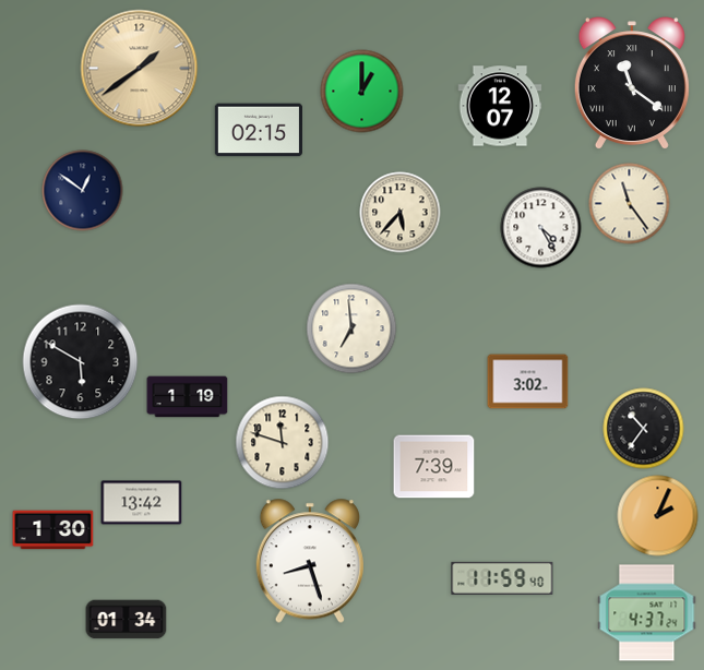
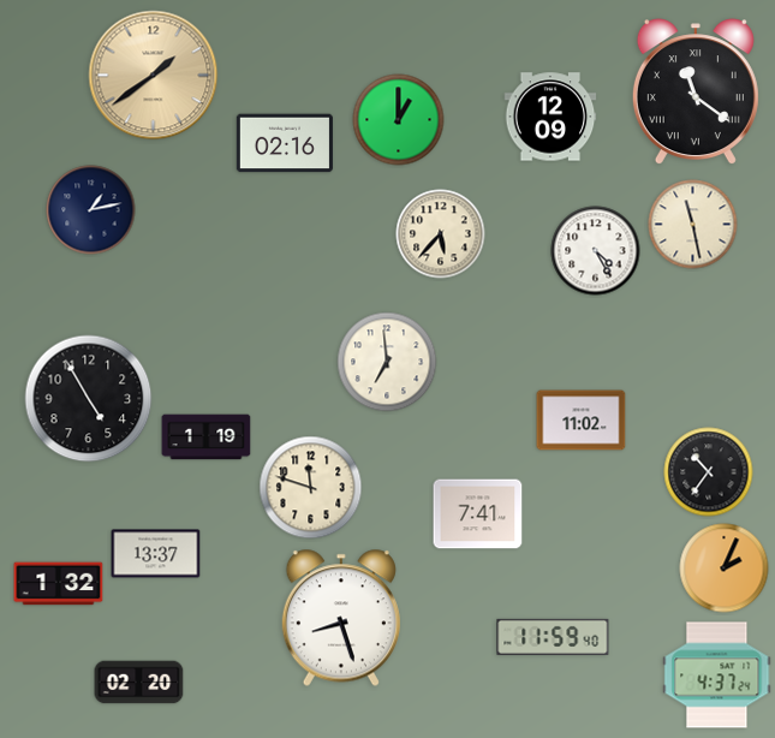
clock at (362, 92) position: (362, 92) -> (399, 120)
clock at (500, 106): 12:07 -> 12:09
clock at (259, 130): 02:15 -> 02:16
clock at (83, 191): 12:51 -> 1:13
clock at (630, 204): 11:24 -> 11:28
clock at (81, 362): 5:50 -> 4:55
clock at (528, 382): 3:02 -> 11:02
clock at (434, 467): 7:39 -> 7:41
clock at (142, 503): 13:42 -> 13:37
clock at (53, 530): 1:30 -> 1:32
clock at (647, 613) position: (647, 613) -> (717, 675)
clock at (127, 620): 01:34 -> 02:20
